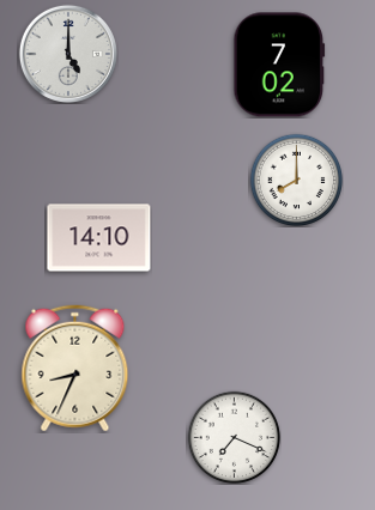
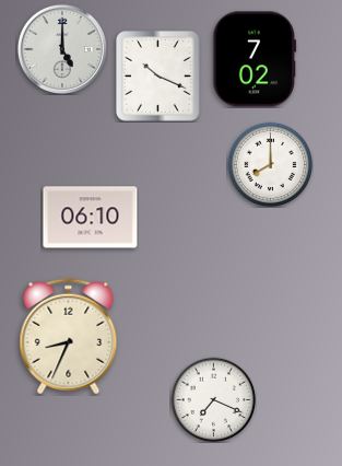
clock at (158, 77): none -> 10:19
clock at (99, 238): 14:10 -> 06:10
